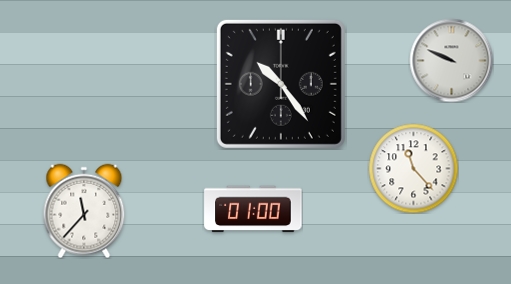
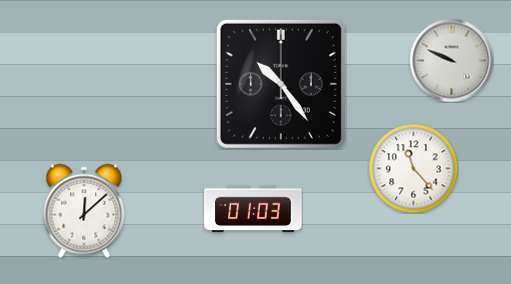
clock at (253, 209): 01:00 -> 01:03
clock at (84, 211): 11:37 -> 12:08
